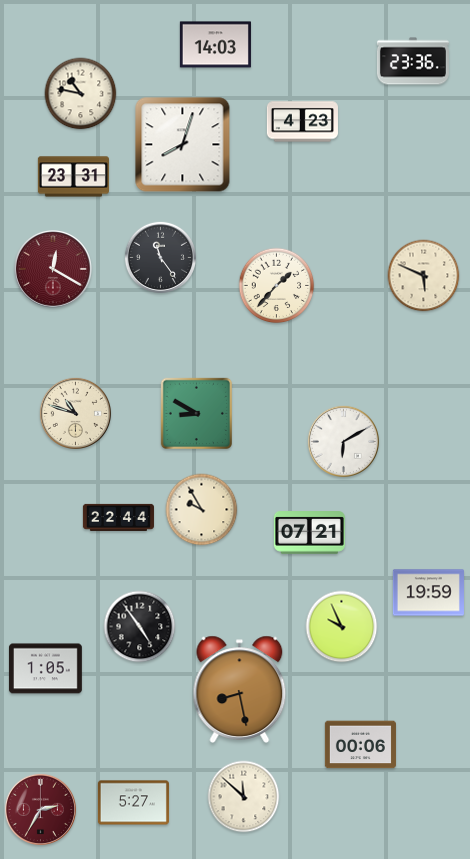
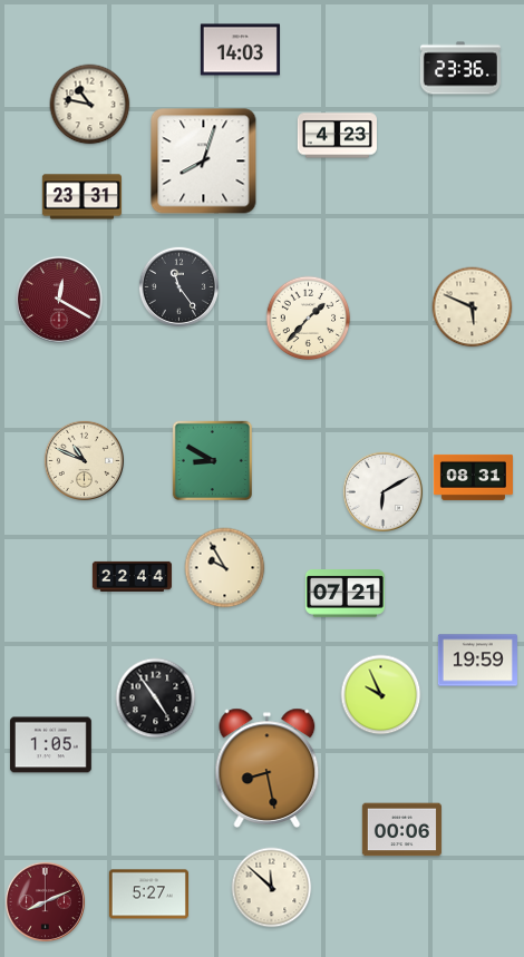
clock at (75, 413): 10:48 -> 10:49
clock at (196, 413) position: (196, 413) -> (212, 460)
clock at (473, 477): none -> 08:31
clock at (342, 627) position: (342, 627) -> (381, 695)
clock at (40, 809): 2:35 -> 8:11
